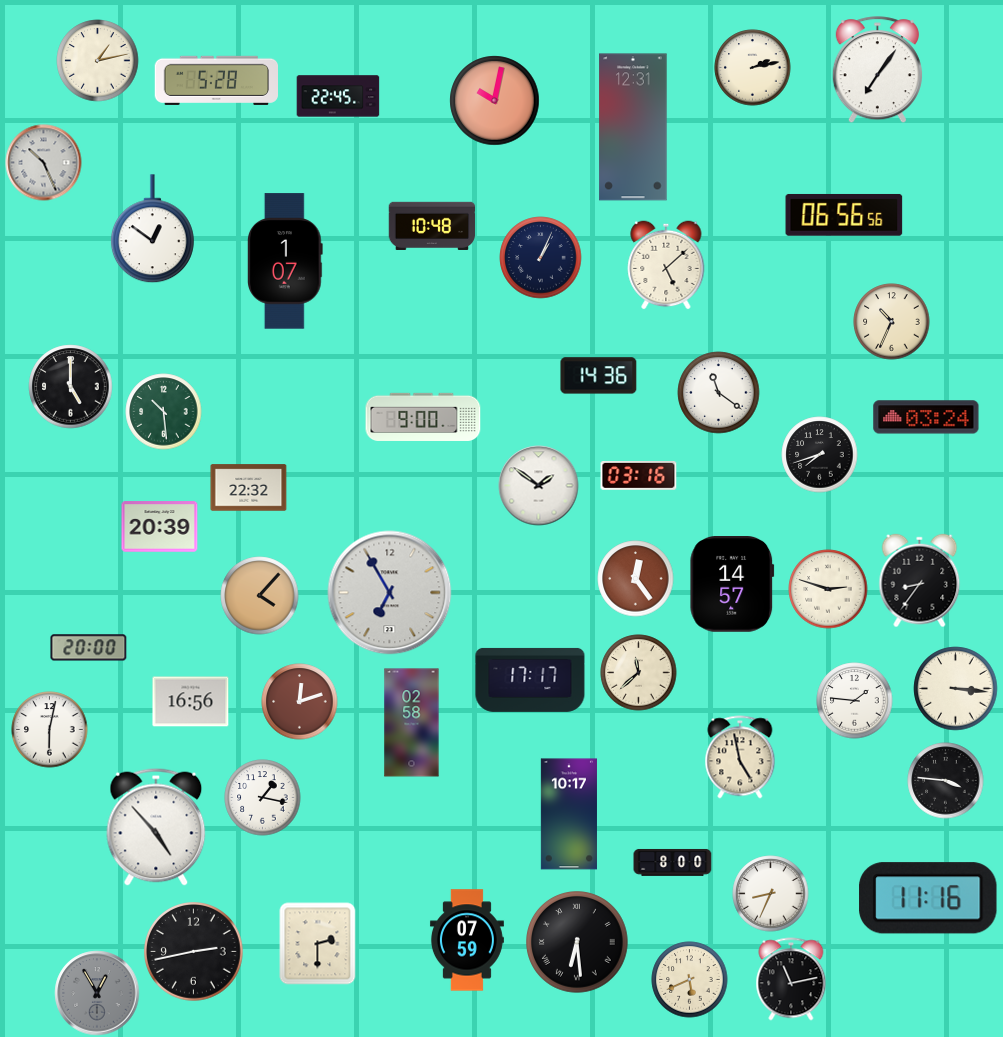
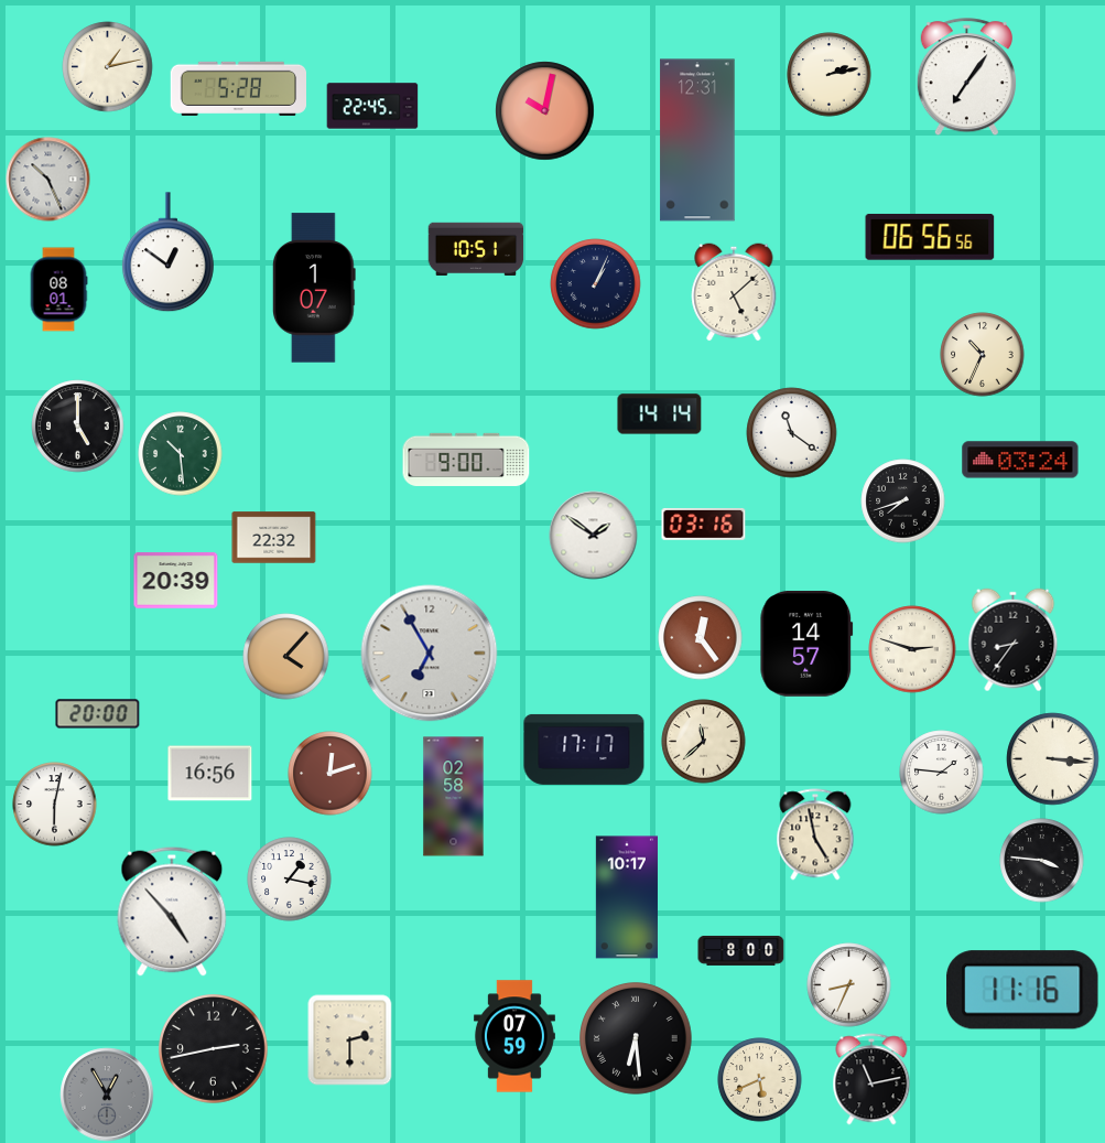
clock at (432, 226): 10:48 -> 10:51
clock at (58, 290): none -> 08:01
clock at (599, 376): 14:36 -> 14:14
